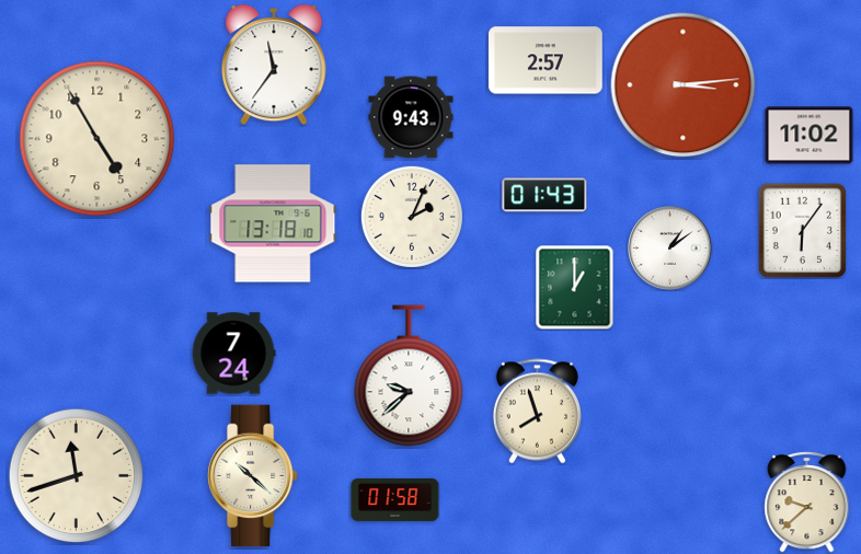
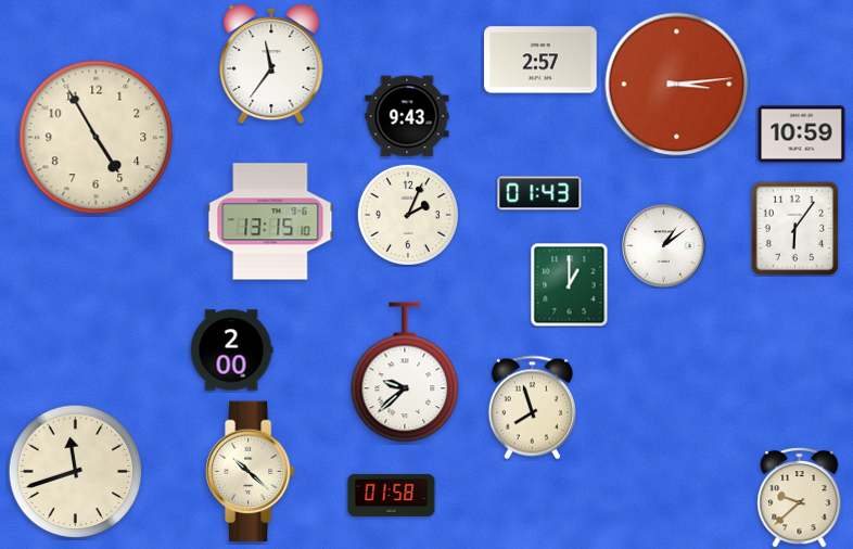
clock at (810, 136): 11:02 -> 10:59
clock at (273, 223): 13:18 -> 13:15
clock at (233, 354): 7:24 -> 2:00
